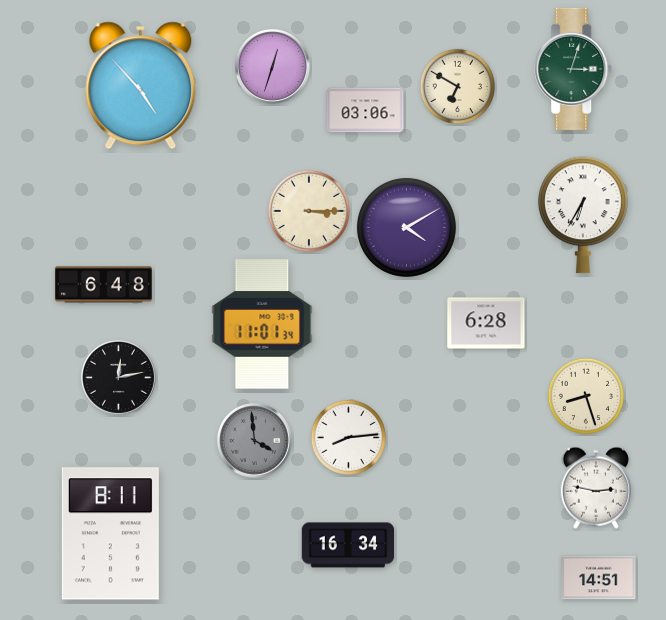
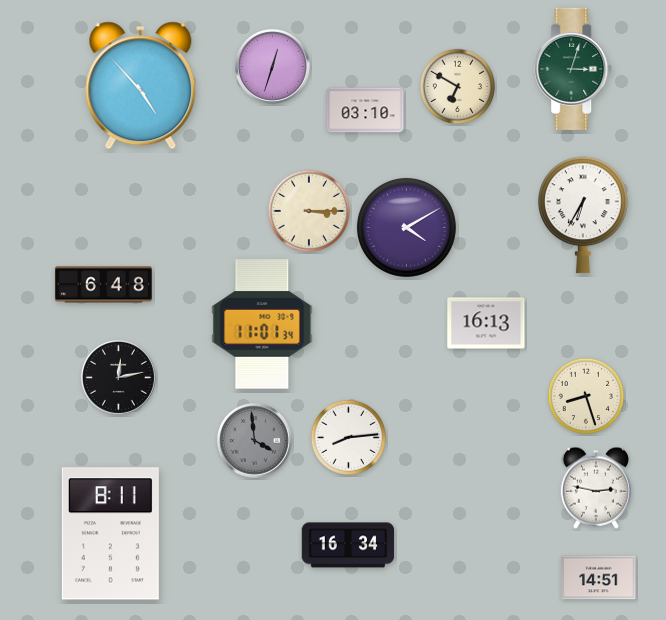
clock at (365, 110): 03:06 -> 03:10
clock at (486, 323): 6:28 -> 16:13
